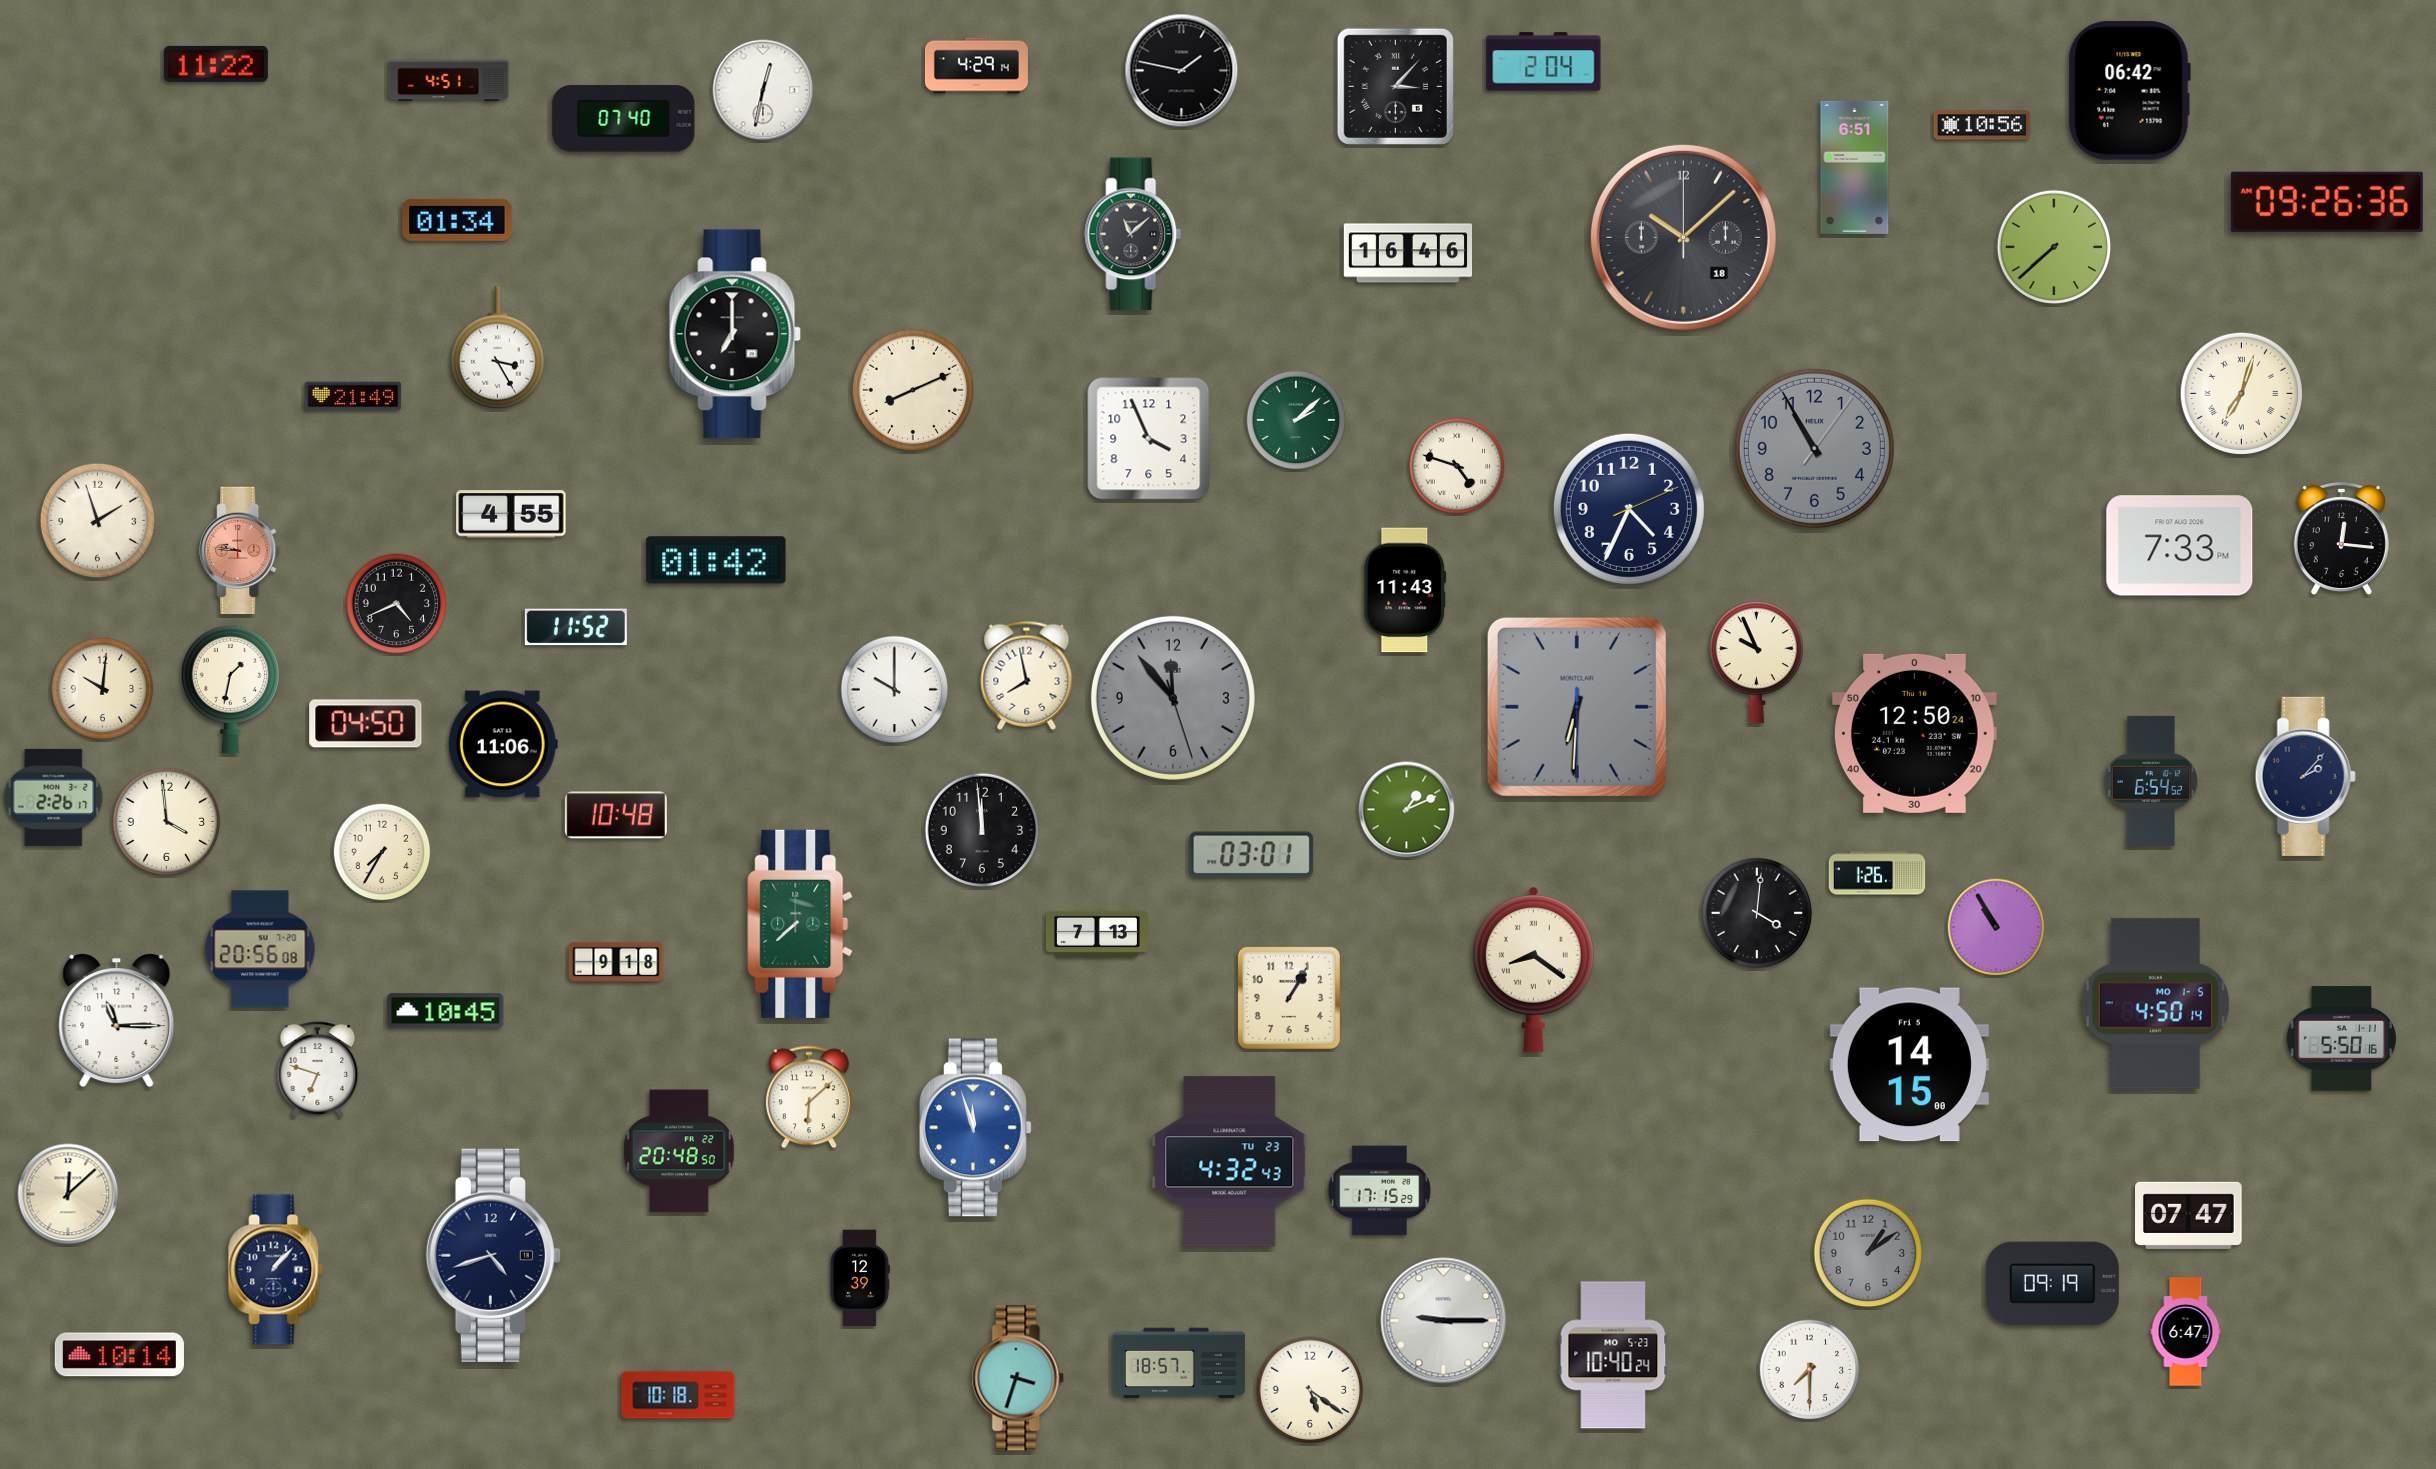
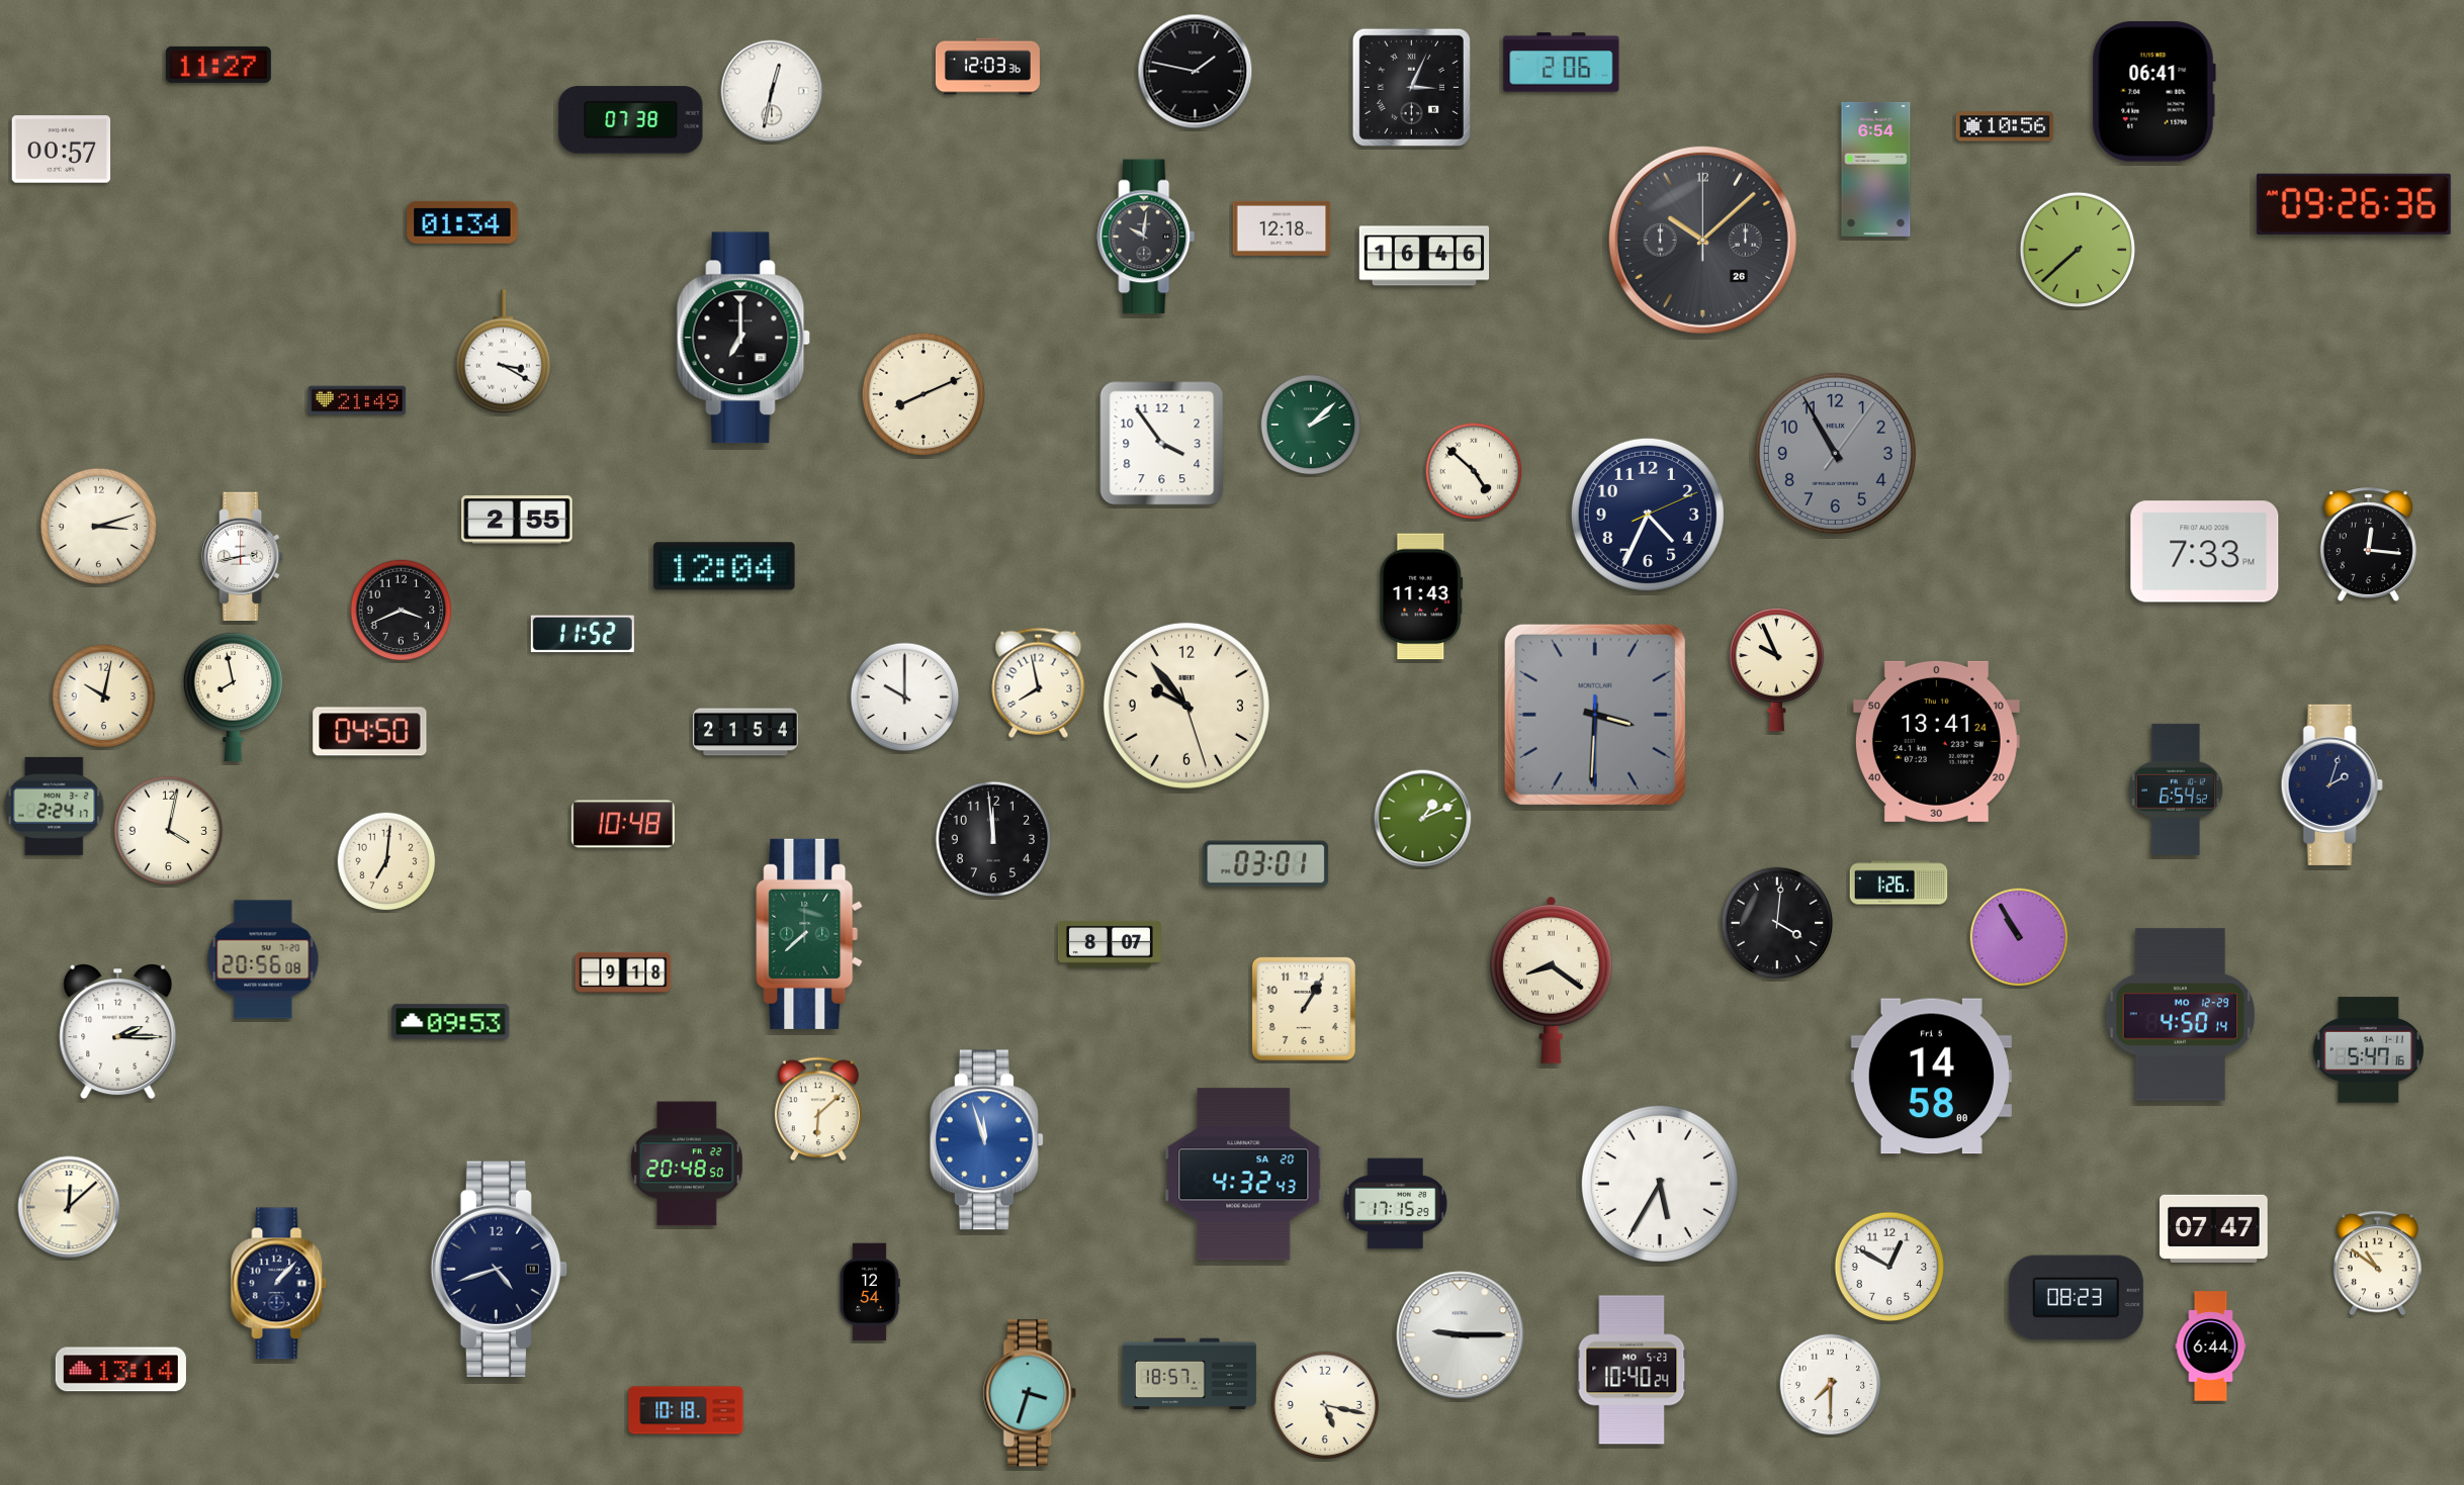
clock at (1544, 62): 2:04 -> 2:06
clock at (216, 64): 11:22 -> 11:27
clock at (976, 66): 4:29 -> 12:03
clock at (449, 81): 4:51 -> none
clock at (1395, 86): 3:07 -> 3:04
clock at (2129, 91): 06:42 -> 06:41
clock at (624, 119): 07:40 -> 07:38
clock at (62, 150): none -> 00:57
clock at (1855, 167): 6:51 -> 6:54
clock at (1282, 228): none -> 12:18
clock at (1133, 234): 11:08 -> 10:01
clock at (1683, 237) date: 18 -> 26
clock at (497, 348): 3:25 -> 3:20
clock at (2241, 393): 7:03 -> none
clock at (1149, 439): 3:56 -> 3:54
clock at (1457, 466): 4:48 -> 4:52
clock at (511, 514): 4:55 -> 2:55
clock at (98, 521): 1:57 -> 3:12
clock at (240, 551): 9:46 -> 2:43
clock at (240, 551) dial: salmon -> white
clock at (716, 560): 01:42 -> 12:04
clock at (397, 604): 4:41 -> 3:41
clock at (103, 689): 10:01 -> 10:02
clock at (230, 689): 1:32 -> 7:58
clock at (1173, 698): 11:53 -> 9:53
clock at (1173, 698) dial: grey -> cream
clock at (1577, 707): 6:30 -> 3:30
clock at (745, 732): none -> 21:54
clock at (1914, 733): 12:50 -> 13:41
clock at (503, 744): 11:06 -> none
clock at (2305, 776): 2:07 -> 2:03
clock at (54, 797): 2:26 -> 2:24
clock at (167, 822): 3:59 -> 4:02
clock at (382, 852): 7:35 -> 7:01
clock at (1097, 934): 7:13 -> 8:07
clock at (2155, 1004) date: MO 1-5 -> MO 12-29
clock at (446, 1011): 10:45 -> 09:53
clock at (117, 1021): 11:15 -> 2:15
clock at (2341, 1039): 5:50 -> 5:47
clock at (1909, 1065): 14:15 -> 14:58
clock at (318, 1070): 6:48 -> none
clock at (1230, 1162) date: TU 23 -> SA 20
clock at (1660, 1184): none -> 5:35
clock at (2377, 1264): none -> 10:51
clock at (1868, 1253): 1:09 -> 12:50
clock at (1868, 1253) dial: grey -> white
clock at (860, 1278): 12:39 -> 12:54
clock at (2052, 1284): 09:19 -> 08:23
clock at (2186, 1332): 6:47 -> 6:44
clock at (119, 1355): 10:14 -> 13:14
clock at (1179, 1363) position: (1179, 1363) -> (1190, 1374)
clock at (1310, 1390): 5:21 -> 5:17
